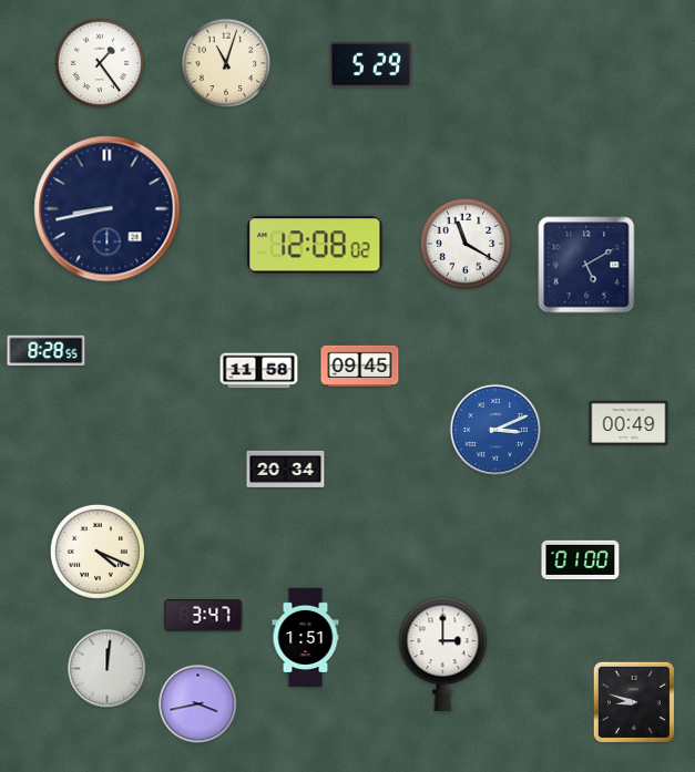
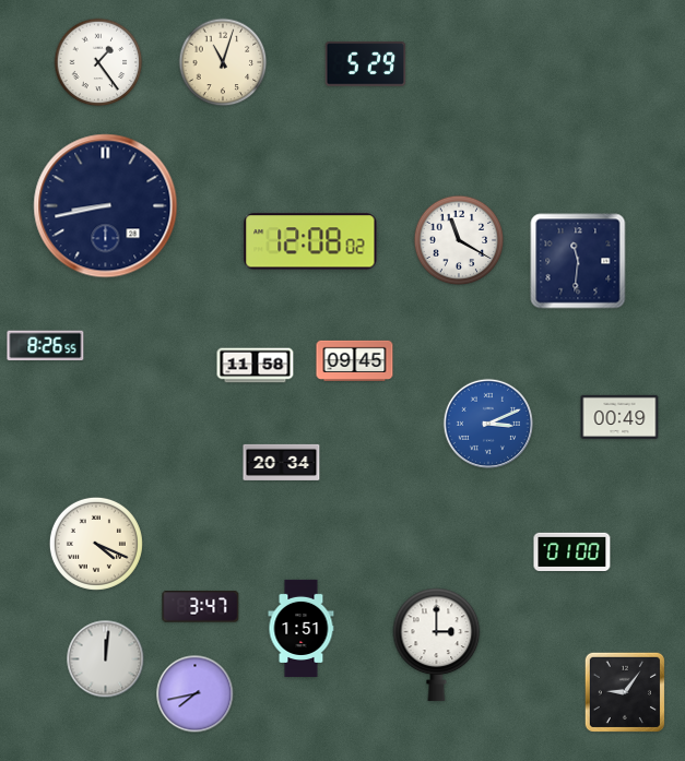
clock at (586, 265): 5:10 -> 11:31
clock at (47, 351): 8:28 -> 8:26
clock at (633, 701): 8:48 -> 9:06
clock at (198, 704): 3:43 -> 7:43
